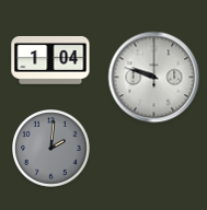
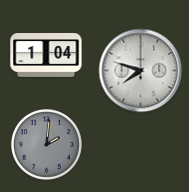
clock at (154, 78): 9:48 -> 7:48
clock at (51, 149) position: (51, 149) -> (47, 145)
